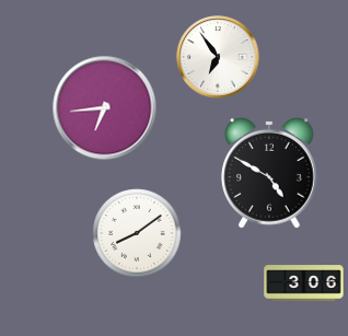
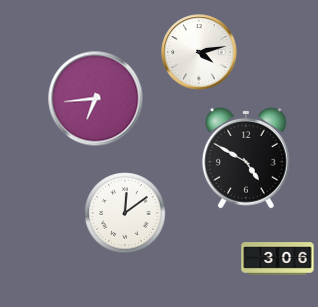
clock at (218, 57): 6:54 -> 4:13
clock at (137, 233): 8:09 -> 12:09
